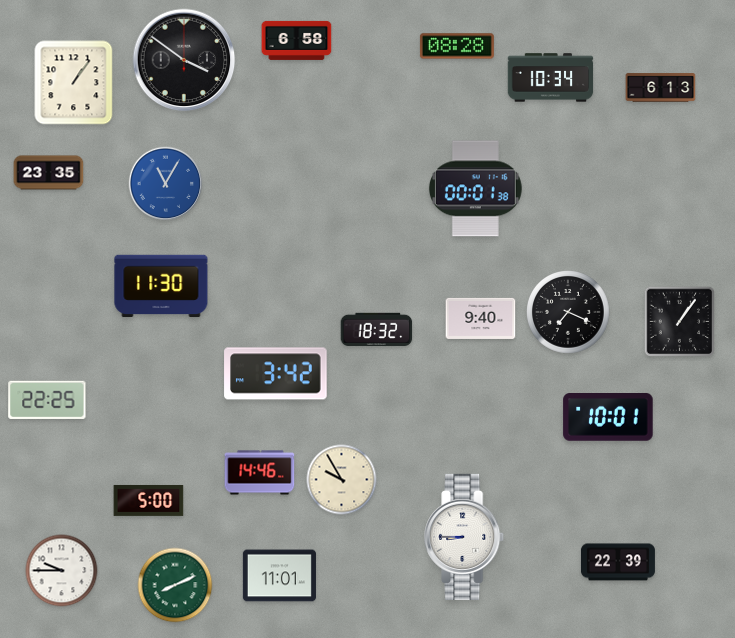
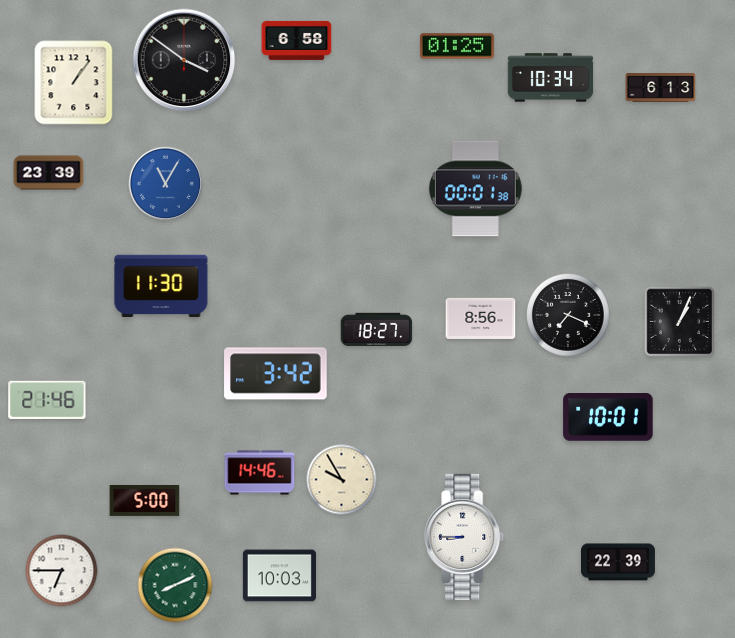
clock at (457, 46): 08:28 -> 01:25
clock at (49, 173): 23:35 -> 23:39
clock at (568, 312) position: (568, 312) -> (568, 315)
clock at (481, 318): 9:40 -> 8:56
clock at (680, 322): 1:06 -> 1:04
clock at (377, 329): 18:32 -> 18:27
clock at (47, 400): 22:25 -> 21:46
clock at (149, 500) position: (149, 500) -> (145, 500)
clock at (62, 571): 9:45 -> 6:45
clock at (279, 576): 11:01 -> 10:03
